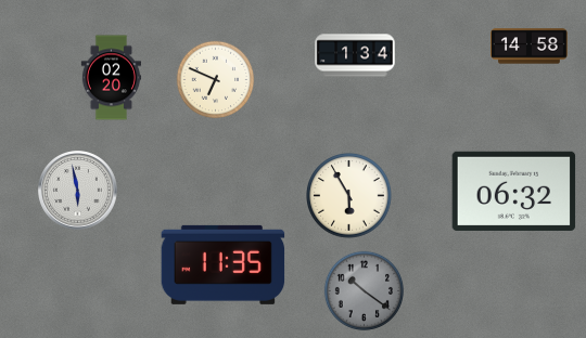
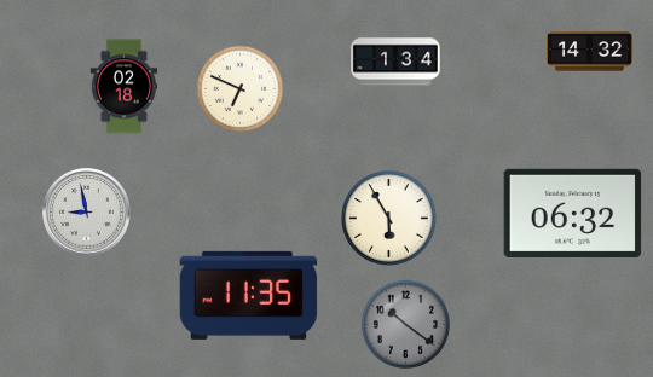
clock at (530, 47): 14:58 -> 14:32
clock at (111, 78): 02:20 -> 02:18
clock at (78, 191): 5:58 -> 8:58
